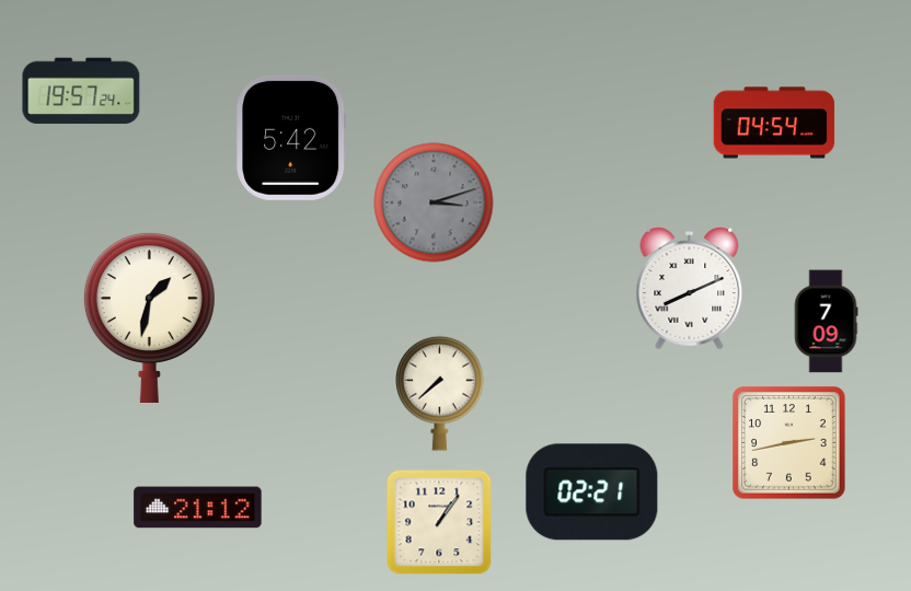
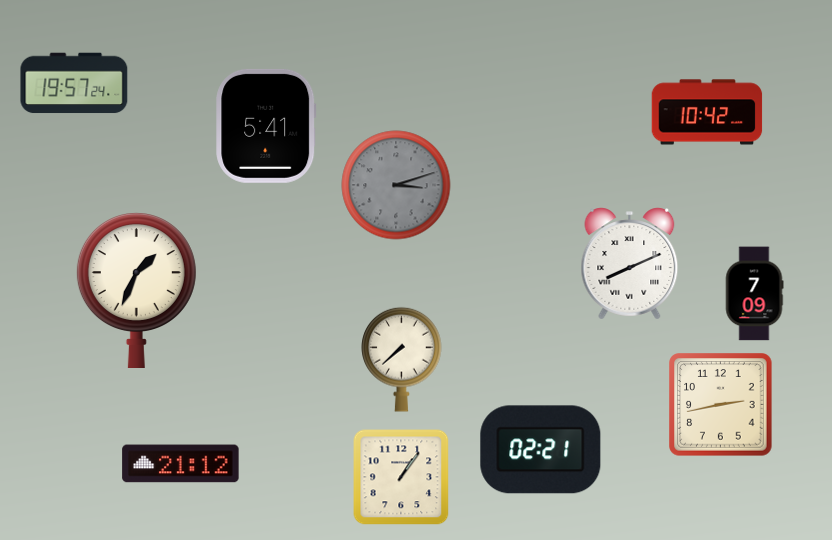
clock at (774, 123): 04:54 -> 10:42
clock at (291, 138): 5:42 -> 5:41
clock at (149, 317): 1:32 -> 1:34
